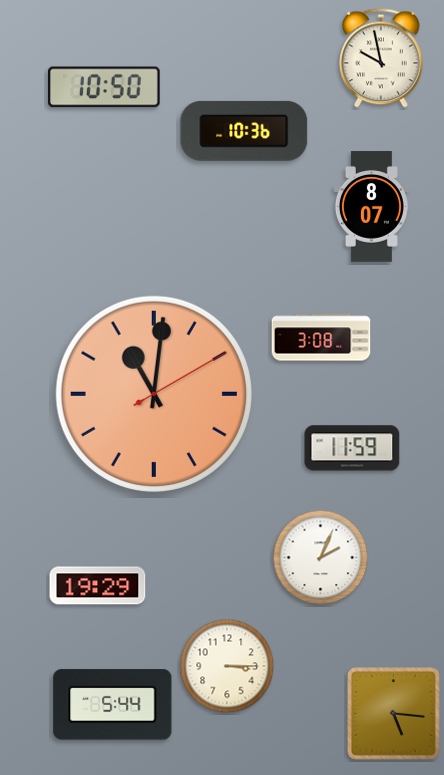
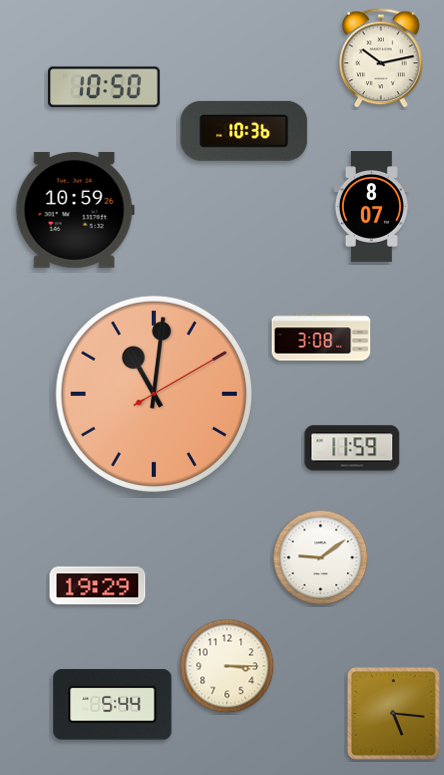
clock at (381, 58): 9:58 -> 10:13
clock at (75, 210): none -> 10:59
clock at (321, 558): 2:04 -> 9:09
